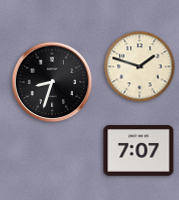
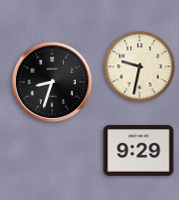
clock at (140, 67): 1:48 -> 9:32
clock at (139, 151): 7:07 -> 9:29
